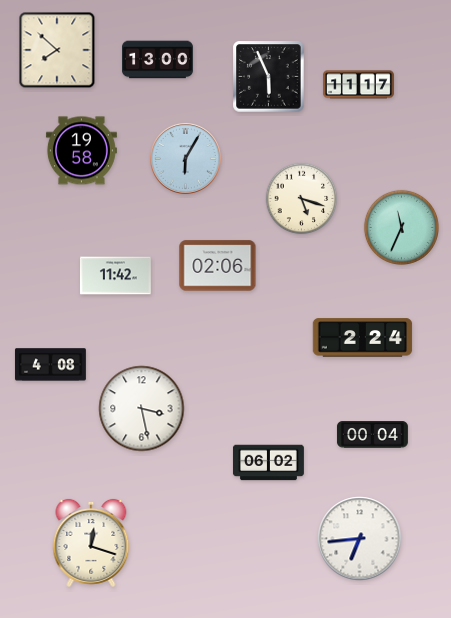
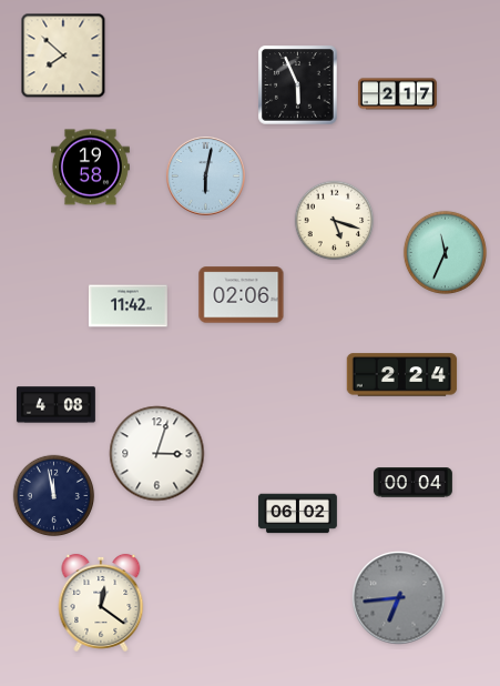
clock at (158, 60): 13:00 -> none
clock at (358, 85): 11:17 -> 2:17
clock at (185, 158): 6:05 -> 6:02
clock at (142, 409): 3:28 -> 3:03
clock at (54, 496): none -> 11:58
clock at (360, 539) dial: white -> grey
clock at (91, 543): 12:18 -> 12:21
